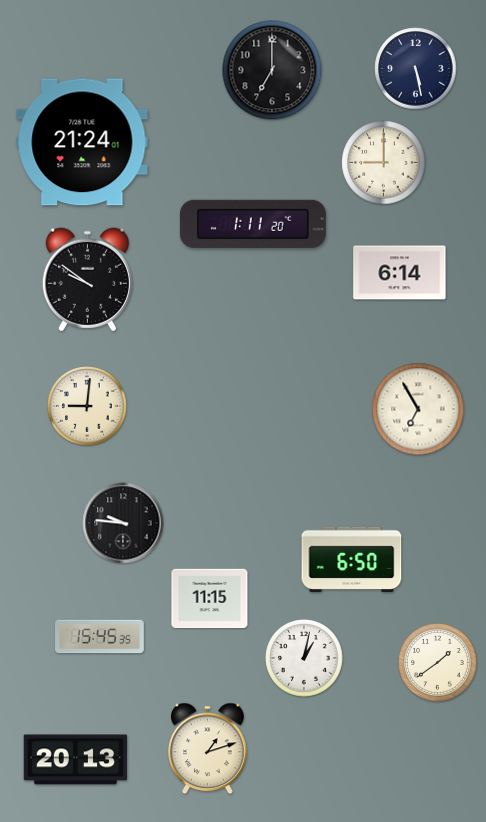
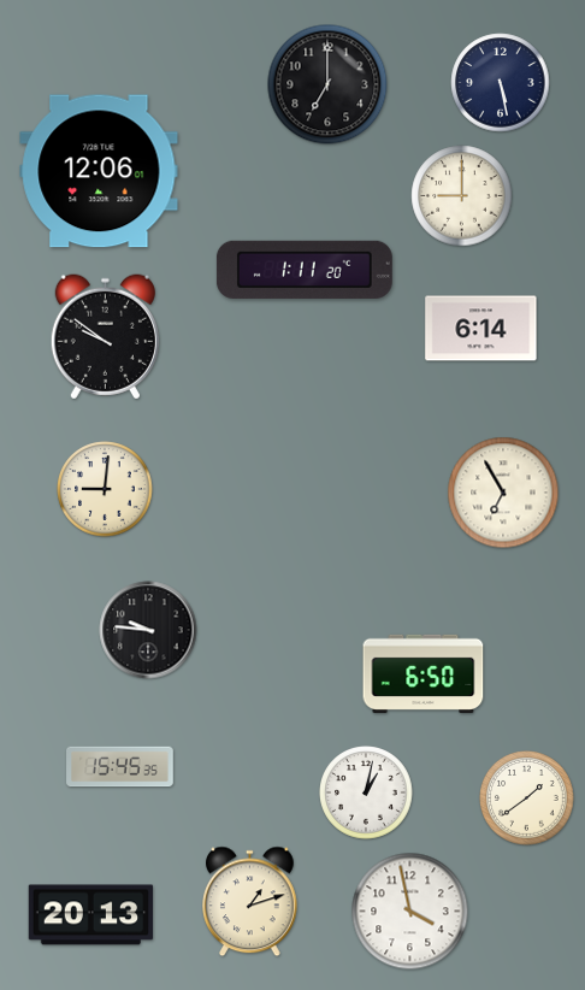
clock at (82, 142): 21:24 -> 12:06
clock at (210, 599): 11:15 -> none
clock at (410, 912): none -> 3:58
